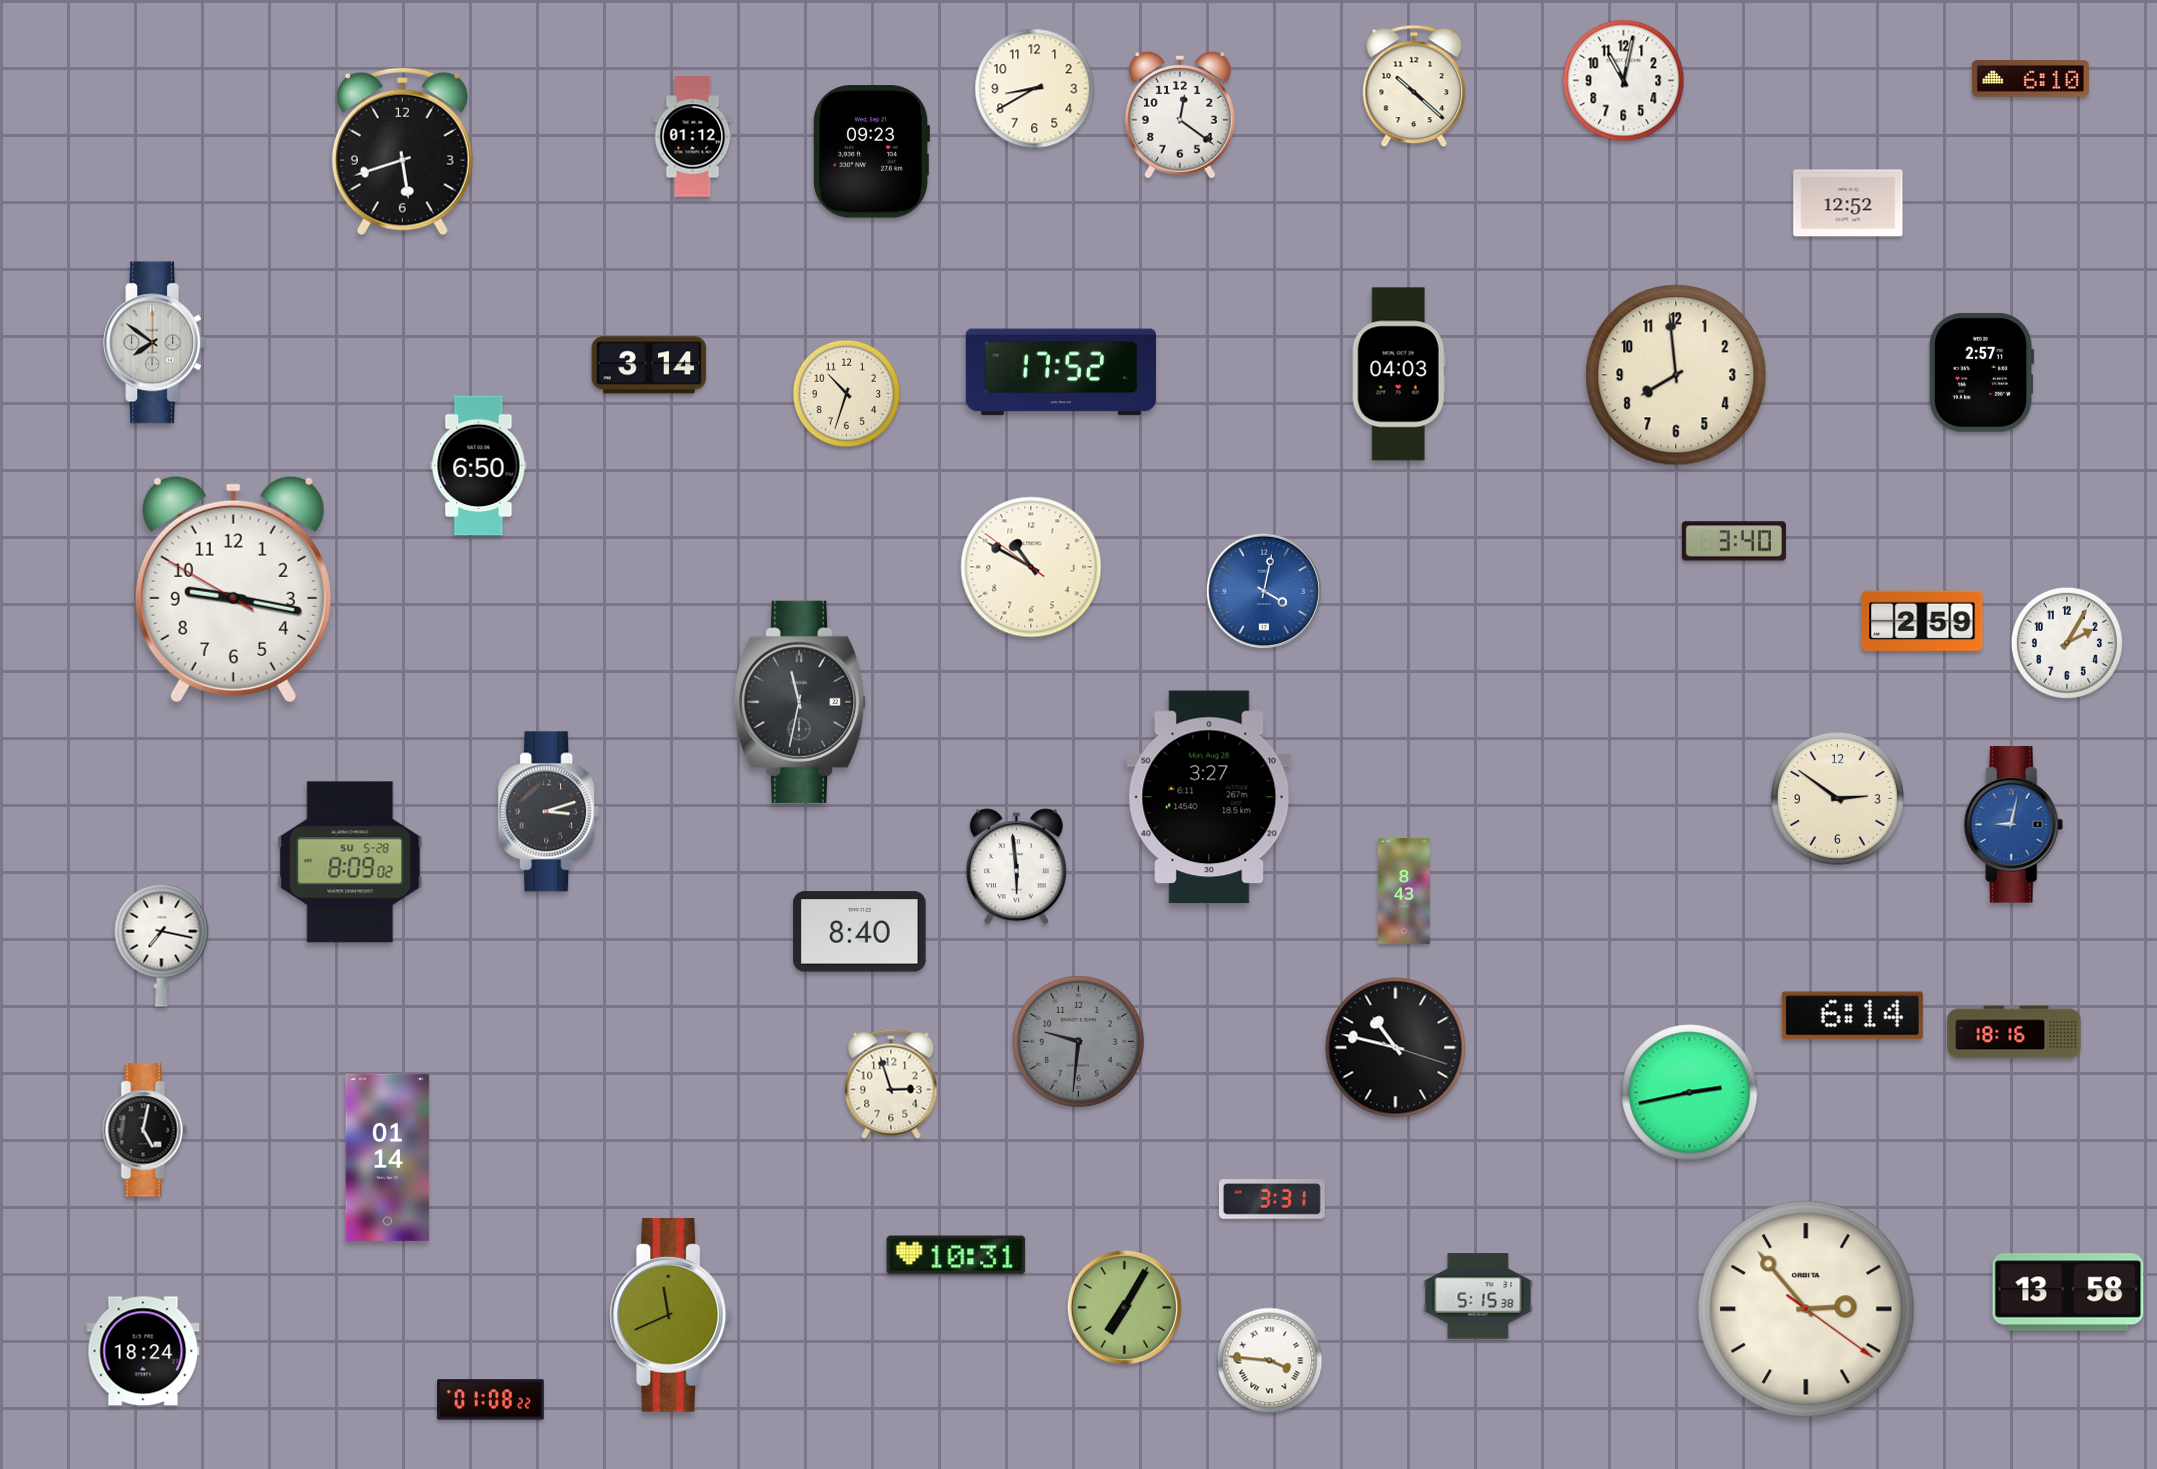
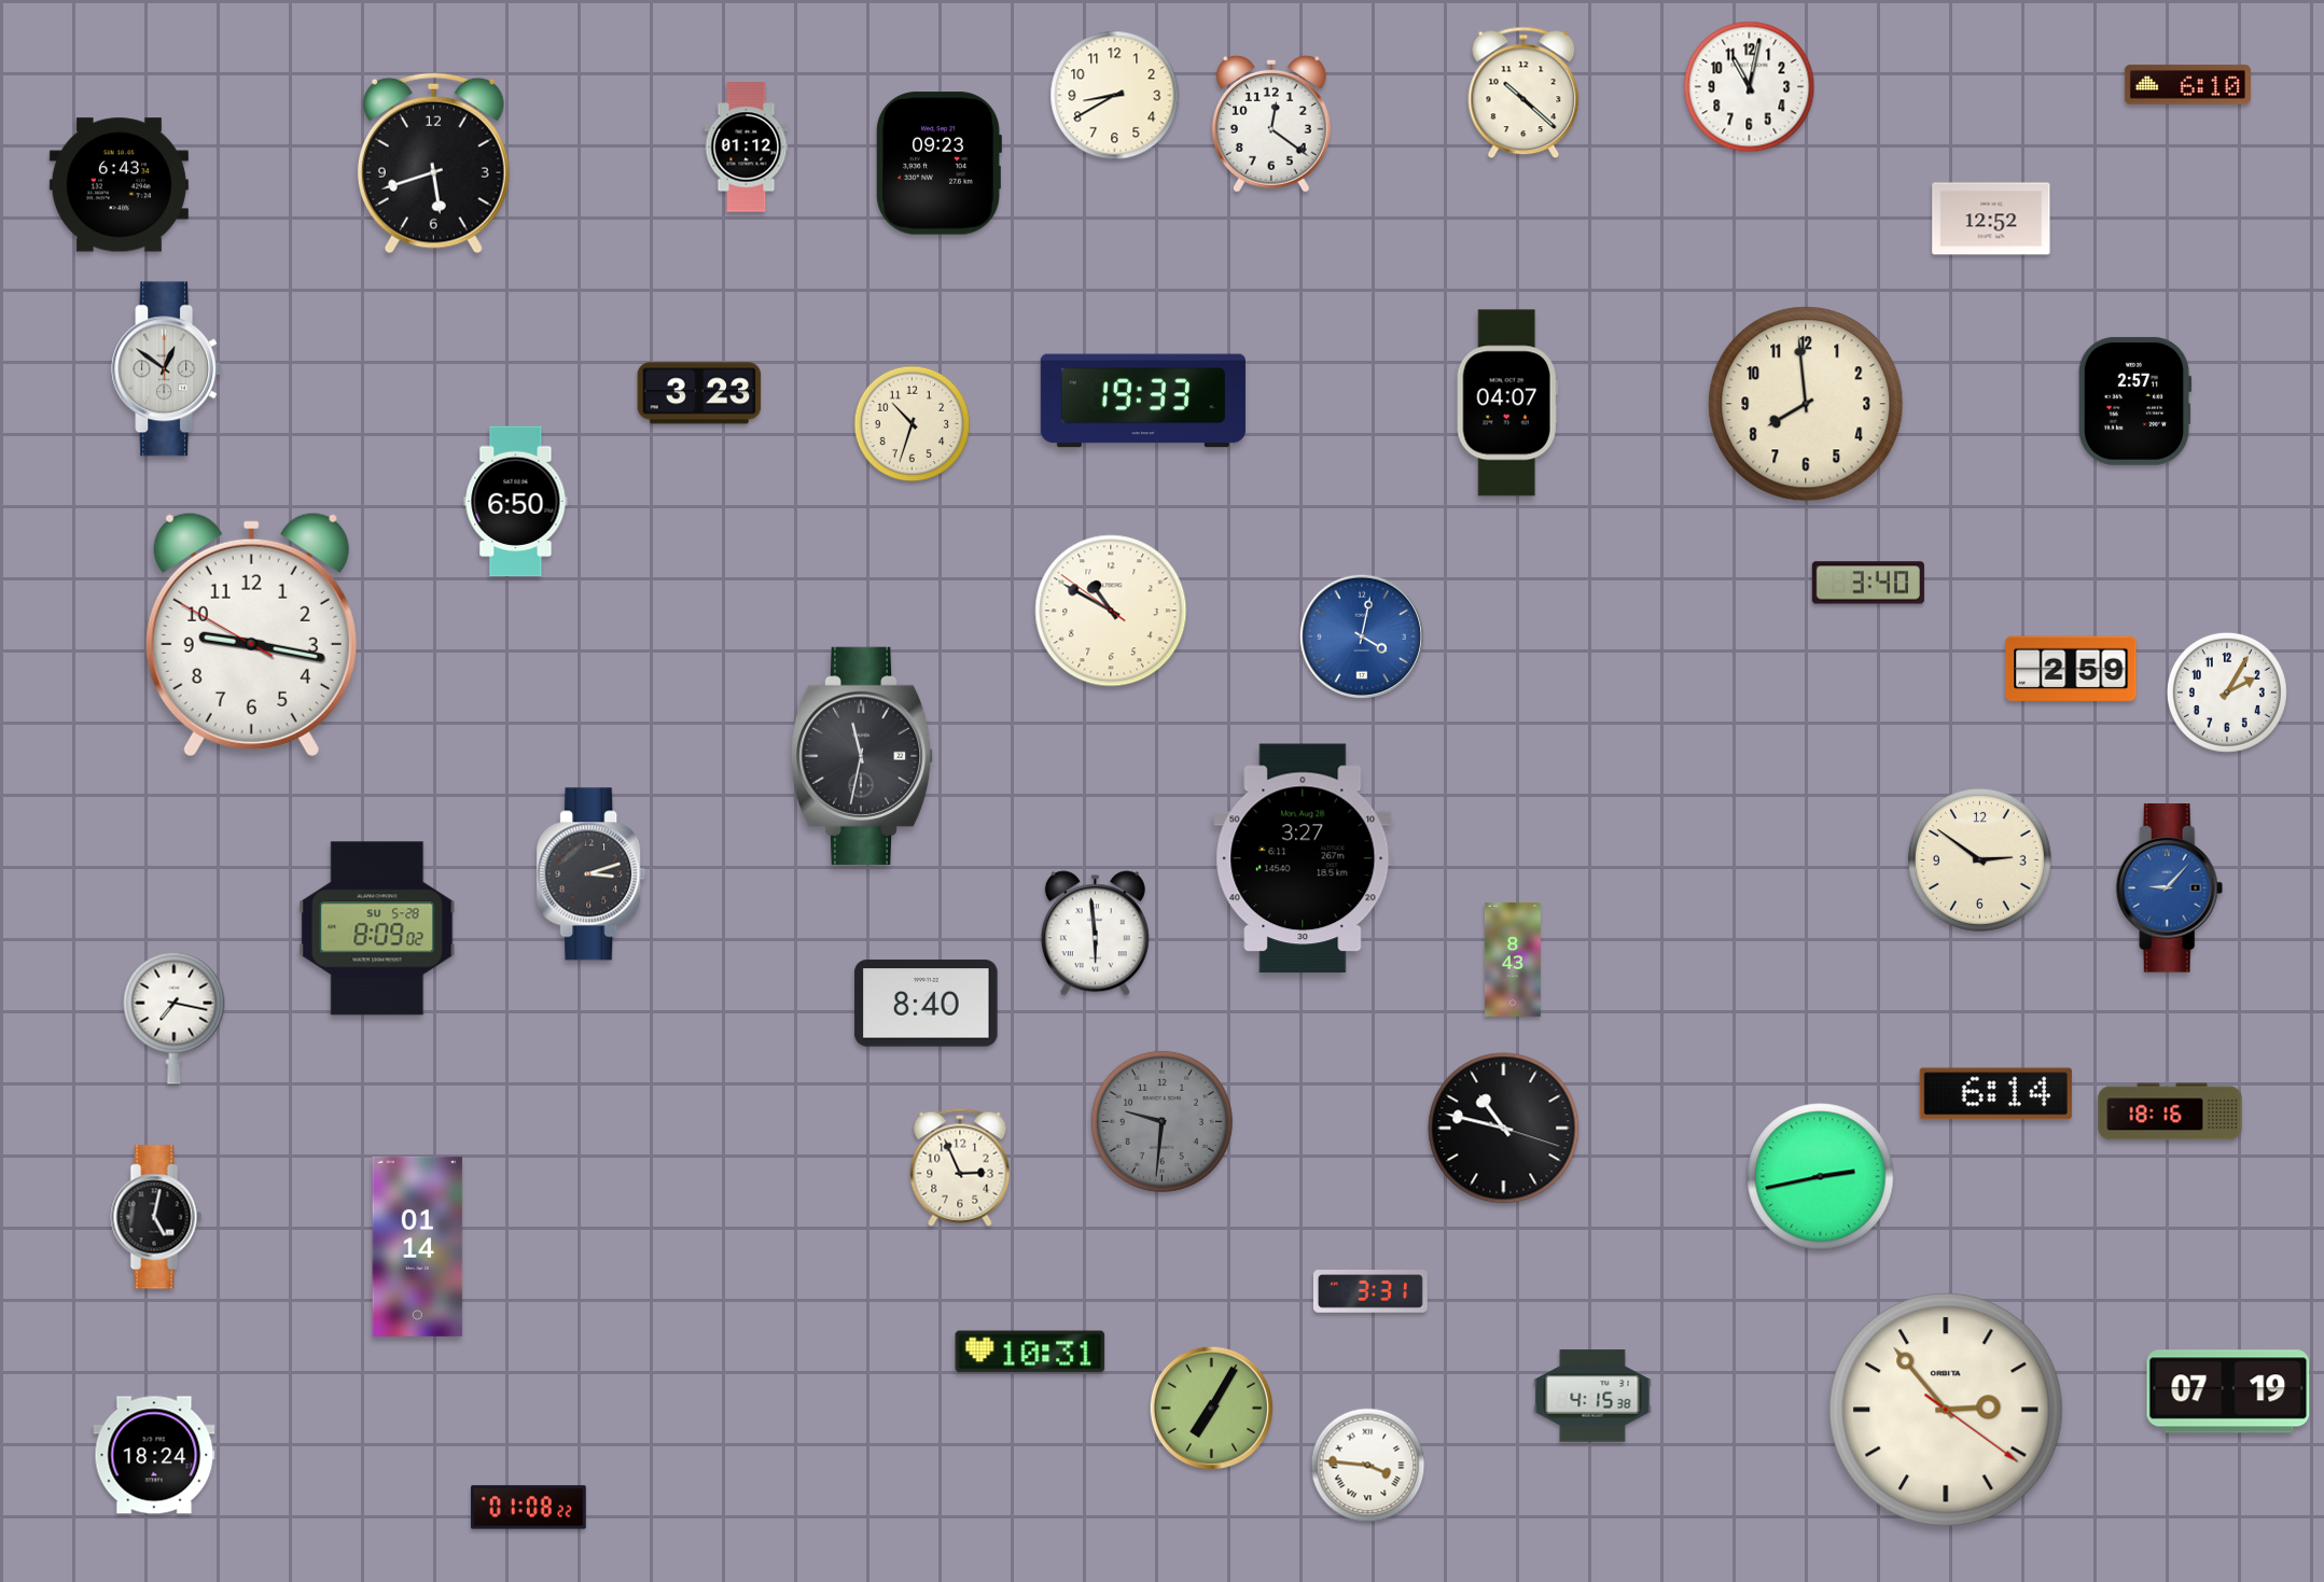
clock at (119, 185): none -> 6:43
clock at (155, 343): 7:51 -> 12:51
clock at (649, 365): 3:14 -> 3:23
clock at (1061, 372): 17:52 -> 19:33
clock at (1399, 374): 04:03 -> 04:07
clock at (2014, 825): 9:02 -> 9:07
clock at (891, 1084): 2:57 -> 2:56
clock at (2068, 1292): 13:58 -> 07:19
clock at (1478, 1296): 5:15 -> 4:15
clock at (671, 1316): 11:41 -> none
